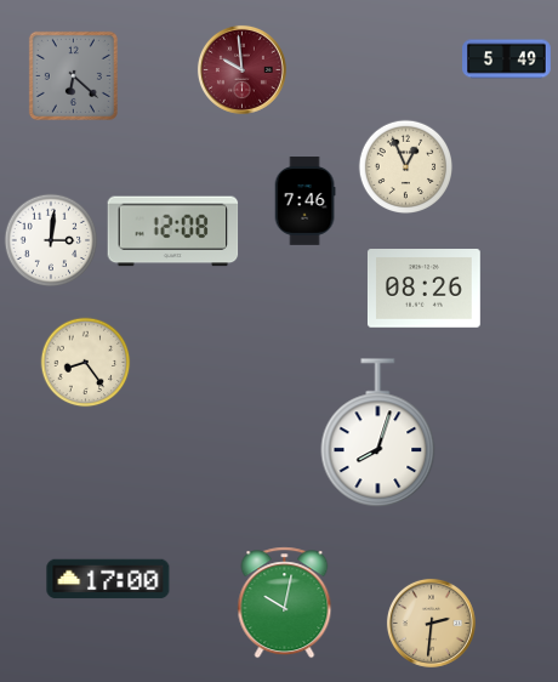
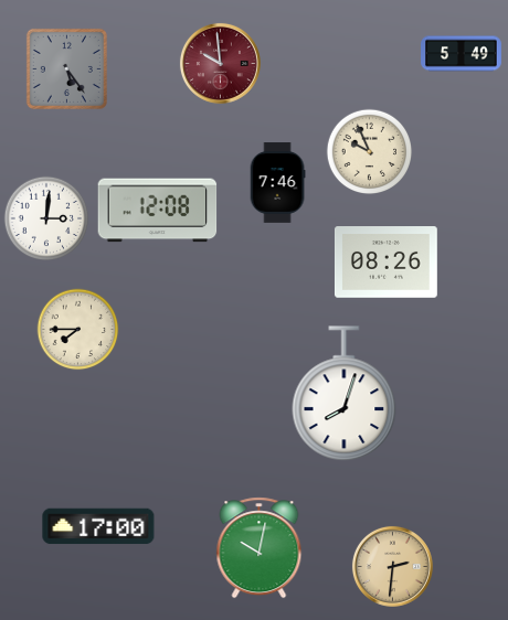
clock at (73, 75): 6:22 -> 5:24
clock at (406, 167): 12:56 -> 9:56
clock at (86, 363): 8:24 -> 7:45
